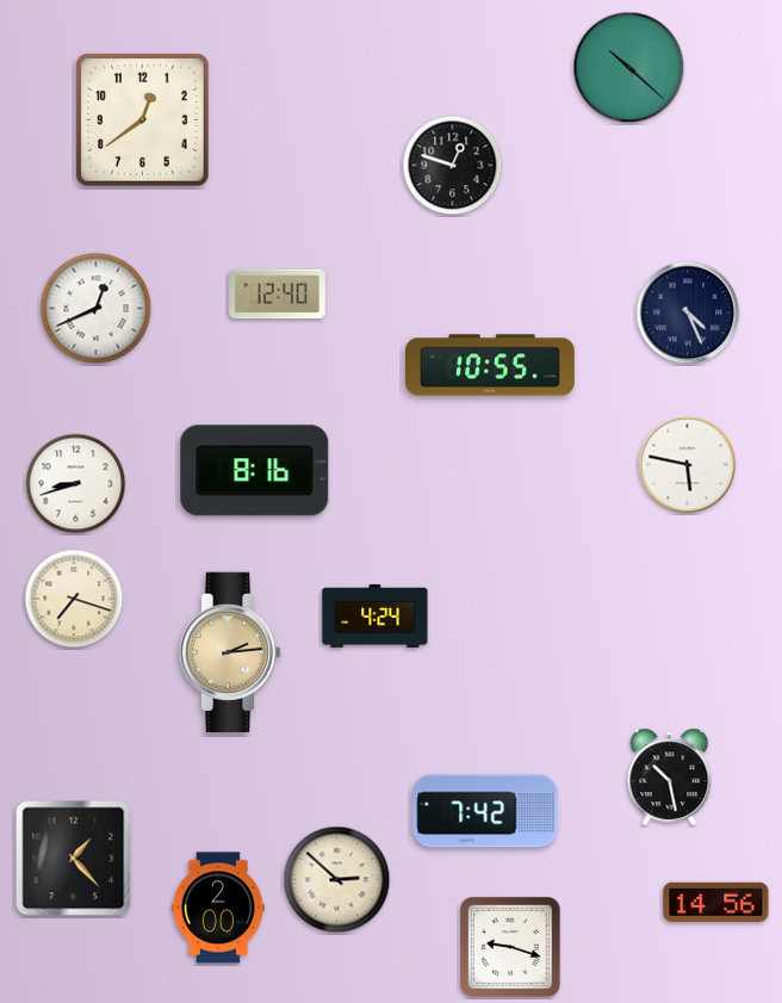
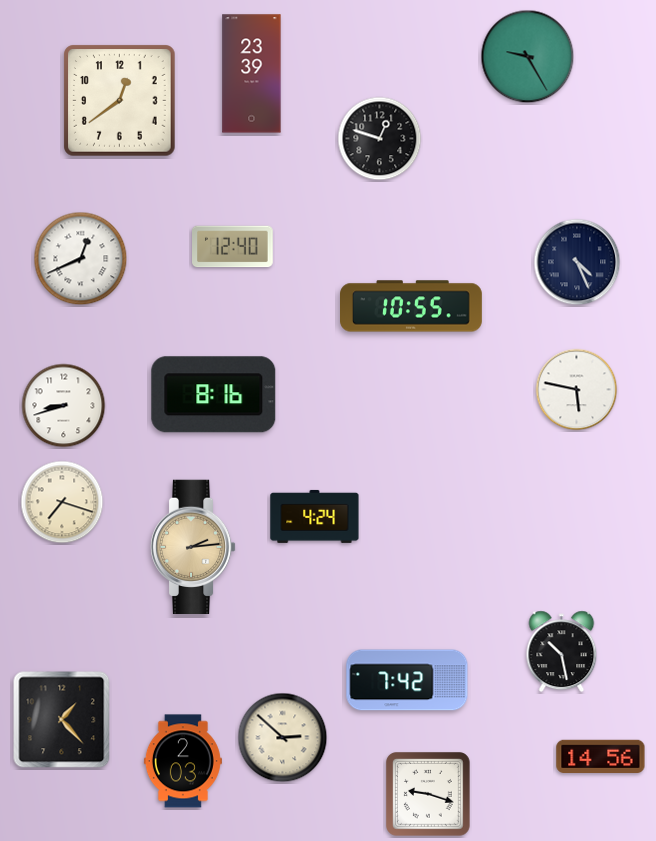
clock at (629, 68): 10:22 -> 9:25
clock at (252, 74): none -> 23:39
clock at (218, 908): 2:00 -> 2:03
